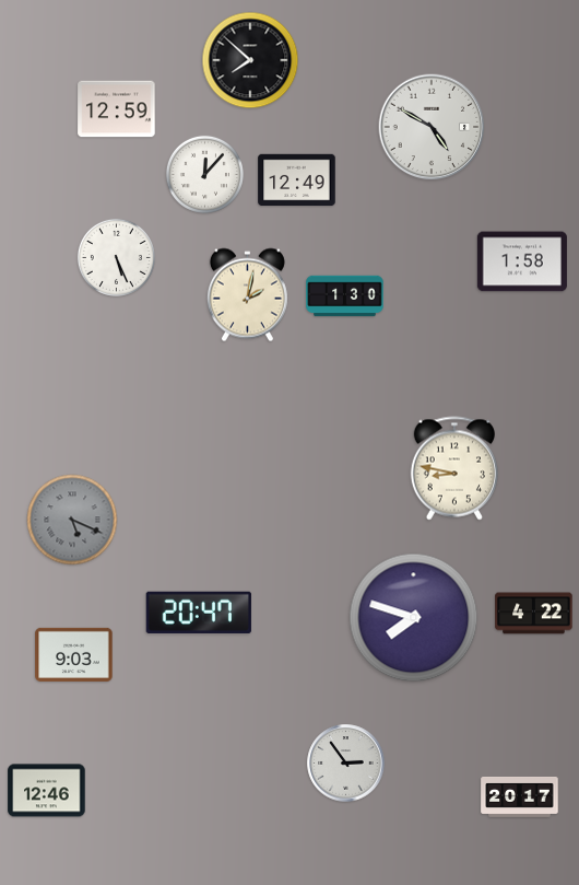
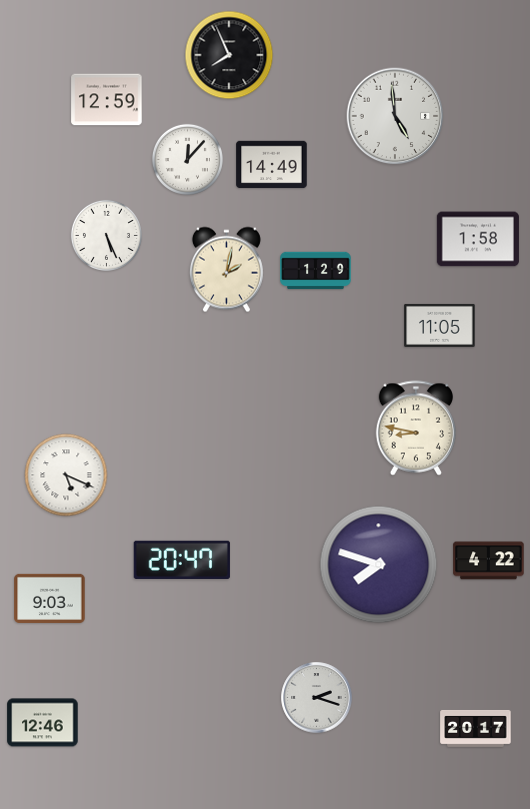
clock at (250, 60): 7:52 -> 7:56
clock at (432, 127): 4:50 -> 4:59
clock at (297, 181): 12:49 -> 14:49
clock at (345, 296): 1:30 -> 1:29
clock at (440, 325): none -> 11:05
clock at (72, 520) dial: grey -> white
clock at (74, 654) position: (74, 654) -> (50, 598)
clock at (346, 764): 2:54 -> 2:18
